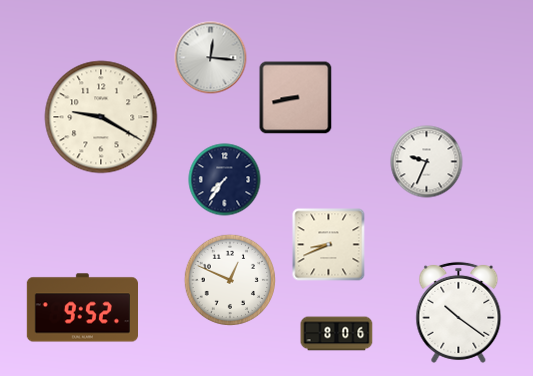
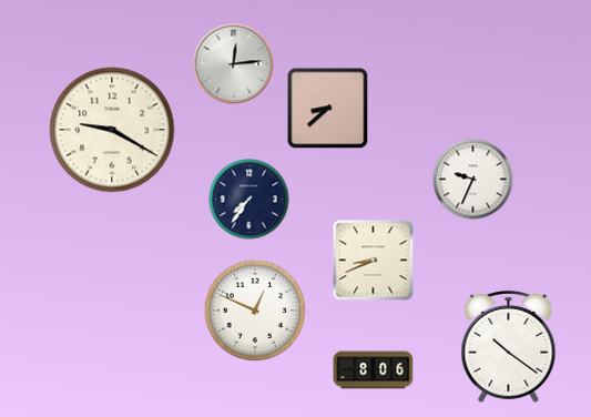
clock at (211, 58): 12:16 -> 12:14
clock at (296, 98): 8:43 -> 8:38
clock at (329, 245) position: (329, 245) -> (374, 261)
clock at (82, 308): 9:52 -> none
